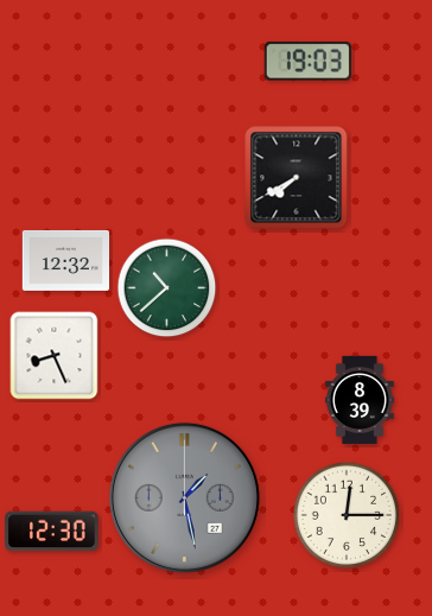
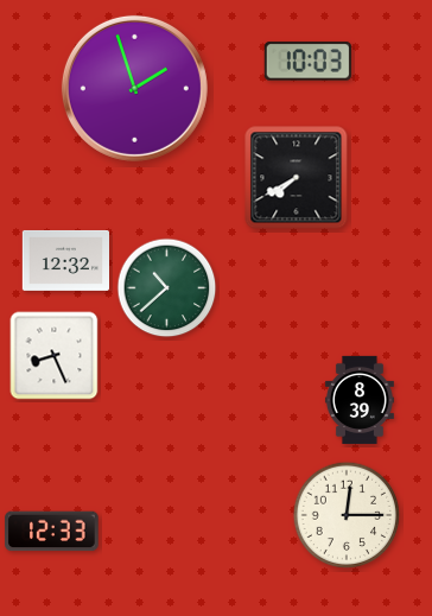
clock at (307, 62): 19:03 -> 10:03
clock at (134, 88): none -> 1:57
clock at (184, 497): 1:28 -> none
clock at (52, 532): 12:30 -> 12:33
